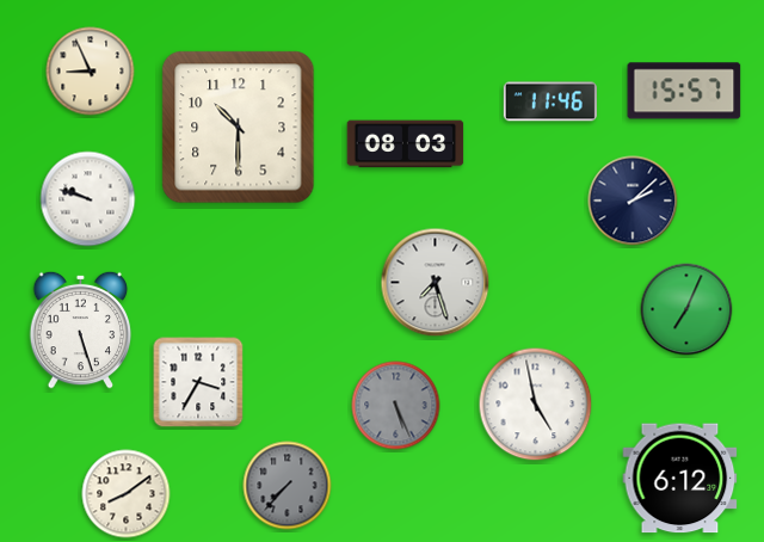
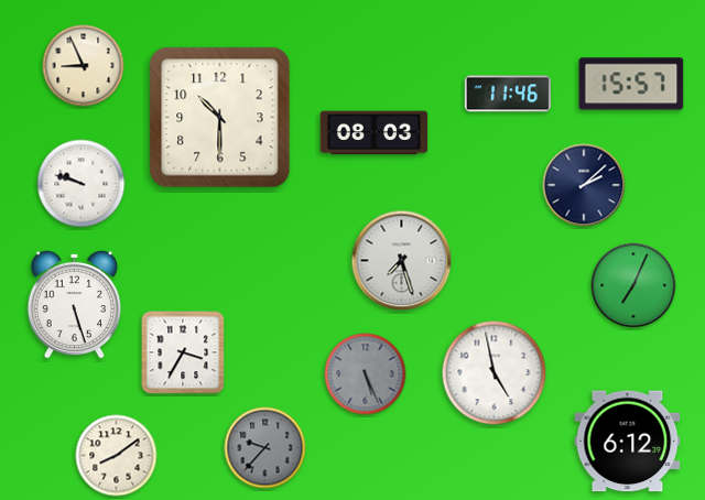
clock at (288, 486): 7:37 -> 9:37
